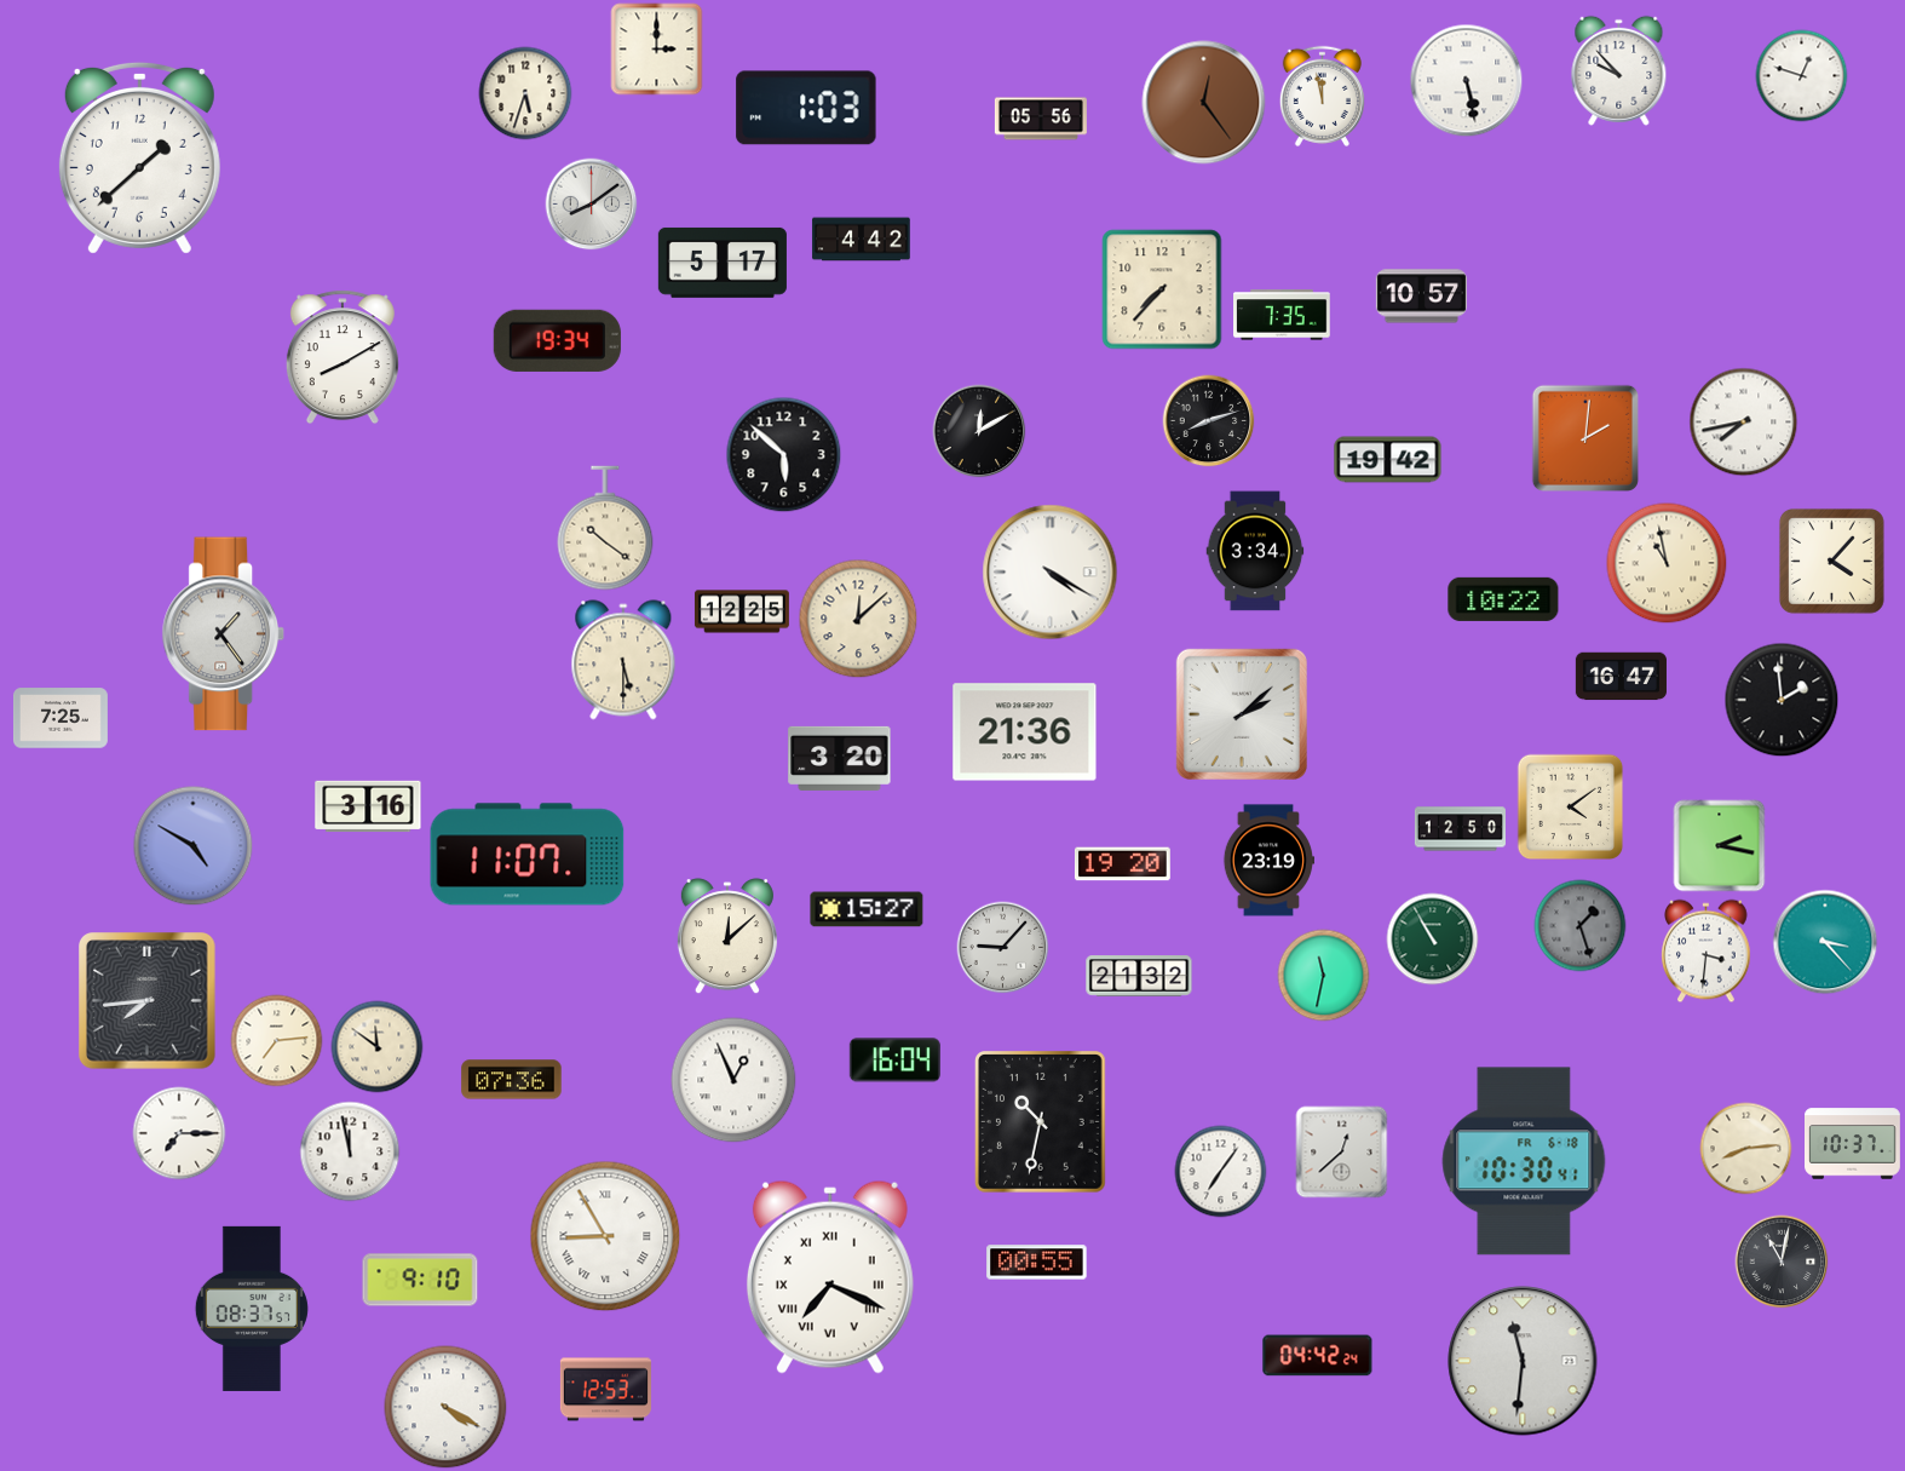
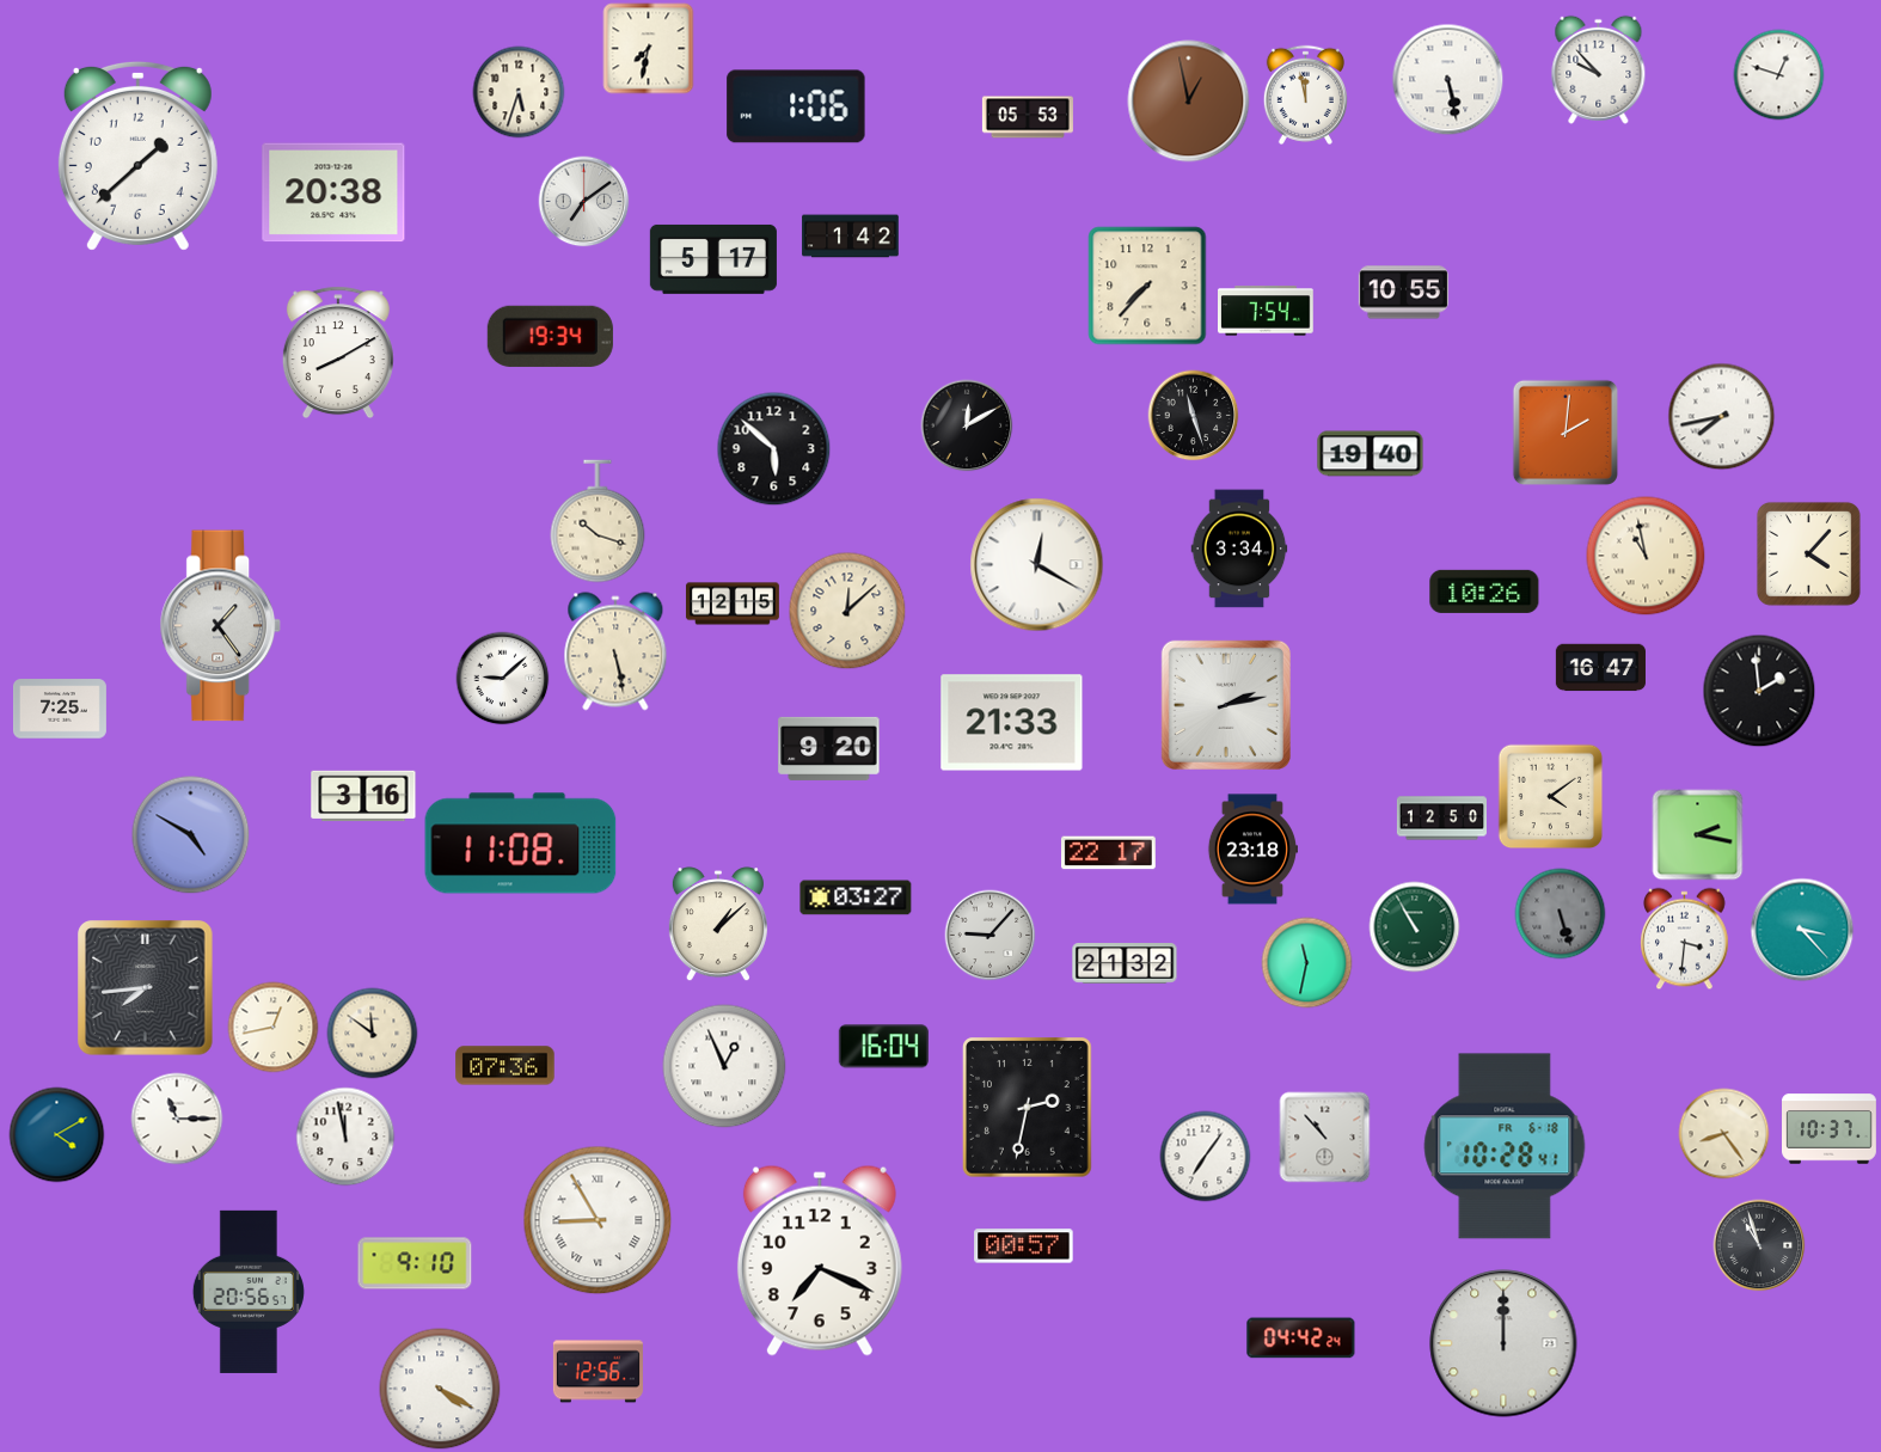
clock at (657, 50): 3:00 -> 7:32
clock at (1204, 103): 12:24 -> 12:58
clock at (806, 108): 1:03 -> 1:06
clock at (1041, 119): 05:56 -> 05:53
clock at (333, 192): none -> 20:38
clock at (592, 205): 8:09 -> 7:09
clock at (862, 240): 4:42 -> 1:42
clock at (1421, 297): 10:57 -> 10:55
clock at (1283, 315): 7:35 -> 7:54
clock at (1209, 421): 8:12 -> 11:27
clock at (1388, 460): 19:42 -> 19:40
clock at (605, 528): 10:21 -> 10:18
clock at (1255, 551) position: (1255, 551) -> (1239, 549)
clock at (1051, 573): 4:20 -> 12:20
clock at (1503, 599): 10:22 -> 10:26
clock at (742, 611): 12:25 -> 12:15
clock at (623, 660): 5:30 -> 5:28
clock at (503, 679): none -> 9:08
clock at (1242, 714): 2:08 -> 2:13
clock at (1025, 732): 21:36 -> 21:33
clock at (840, 758): 3:20 -> 9:20
clock at (528, 855): 11:07 -> 11:08
clock at (1267, 861): 23:19 -> 23:18
clock at (1122, 864): 19:20 -> 22:17
clock at (867, 909): 15:27 -> 03:27
clock at (1581, 926): 1:27 -> 5:27
clock at (727, 937): 12:08 -> 1:08
clock at (277, 1041): 7:14 -> 12:43
clock at (1041, 1122): 10:32 -> 2:32
clock at (179, 1133): 7:15 -> 11:15
clock at (1746, 1149): 8:14 -> 8:24
clock at (57, 1135): none -> 4:10
clock at (1342, 1153): 12:38 -> 10:53
clock at (1524, 1161): 10:30 -> 10:28
clock at (1782, 1262): 11:02 -> 10:57
clock at (1037, 1263): 00:55 -> 00:57
clock at (830, 1277) numerals: Roman -> Arabic
clock at (252, 1309): 08:37 -> 20:56
clock at (1523, 1361): 11:31 -> 12:00
clock at (605, 1390): 12:53 -> 12:56
